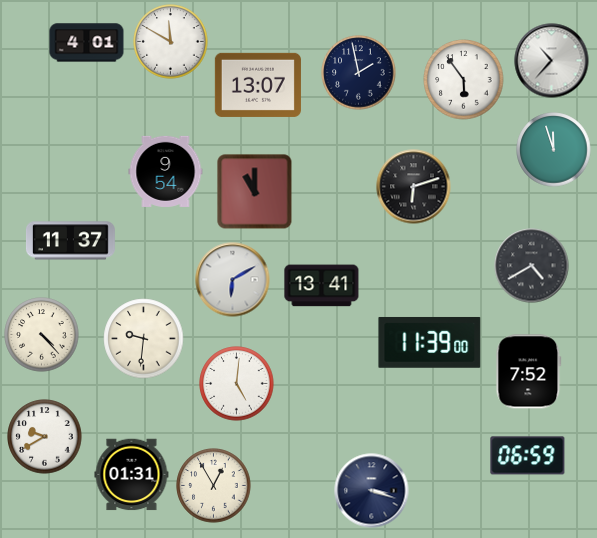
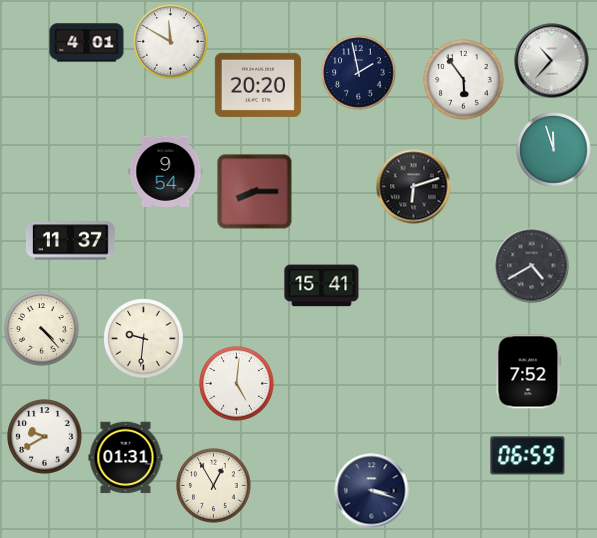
clock at (258, 85): 13:07 -> 20:20
clock at (255, 192): 11:00 -> 8:15
clock at (233, 280): 6:10 -> none
clock at (322, 286): 13:41 -> 15:41
clock at (42, 335) position: (42, 335) -> (42, 329)
clock at (430, 342): 11:39 -> none
clock at (132, 475) position: (132, 475) -> (126, 458)
